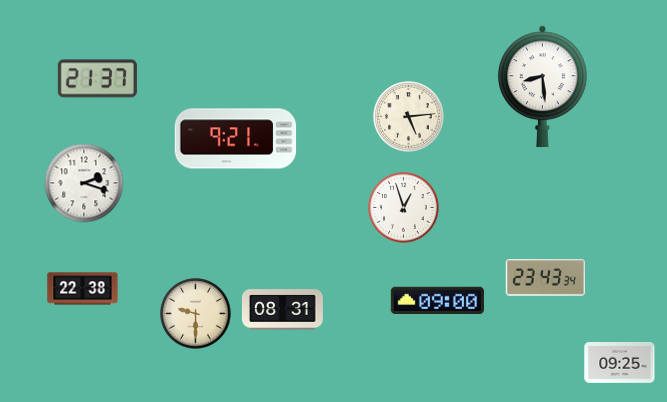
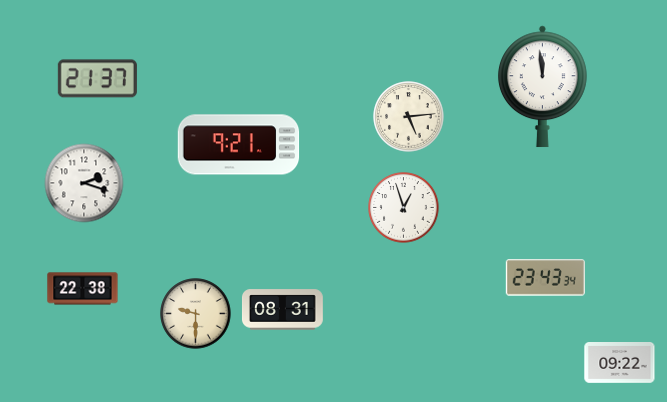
clock at (542, 87): 8:29 -> 11:59
clock at (236, 139) position: (236, 139) -> (239, 145)
clock at (437, 300): 09:00 -> none
clock at (620, 363): 09:25 -> 09:22
